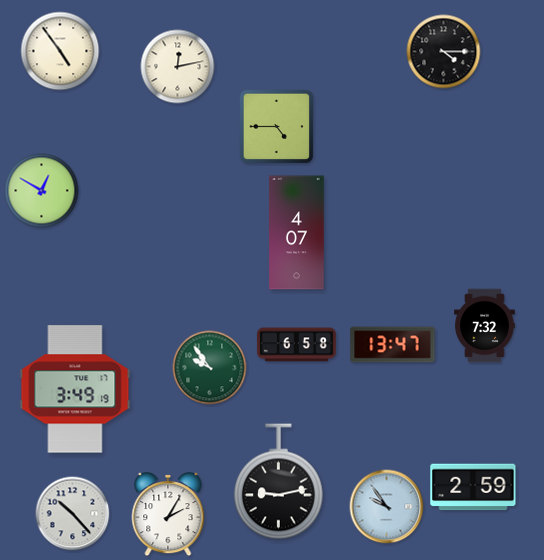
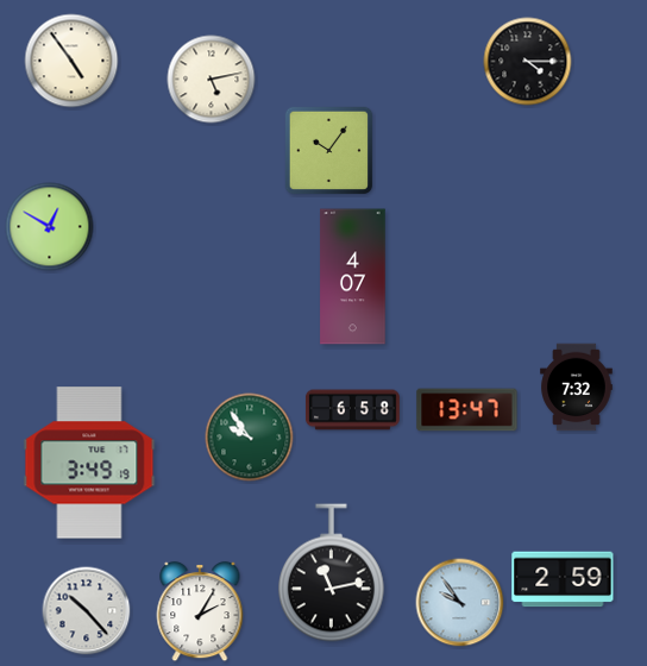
clock at (178, 67): 12:13 -> 5:13
clock at (277, 127): 4:45 -> 10:06
clock at (278, 482): 9:13 -> 11:13
